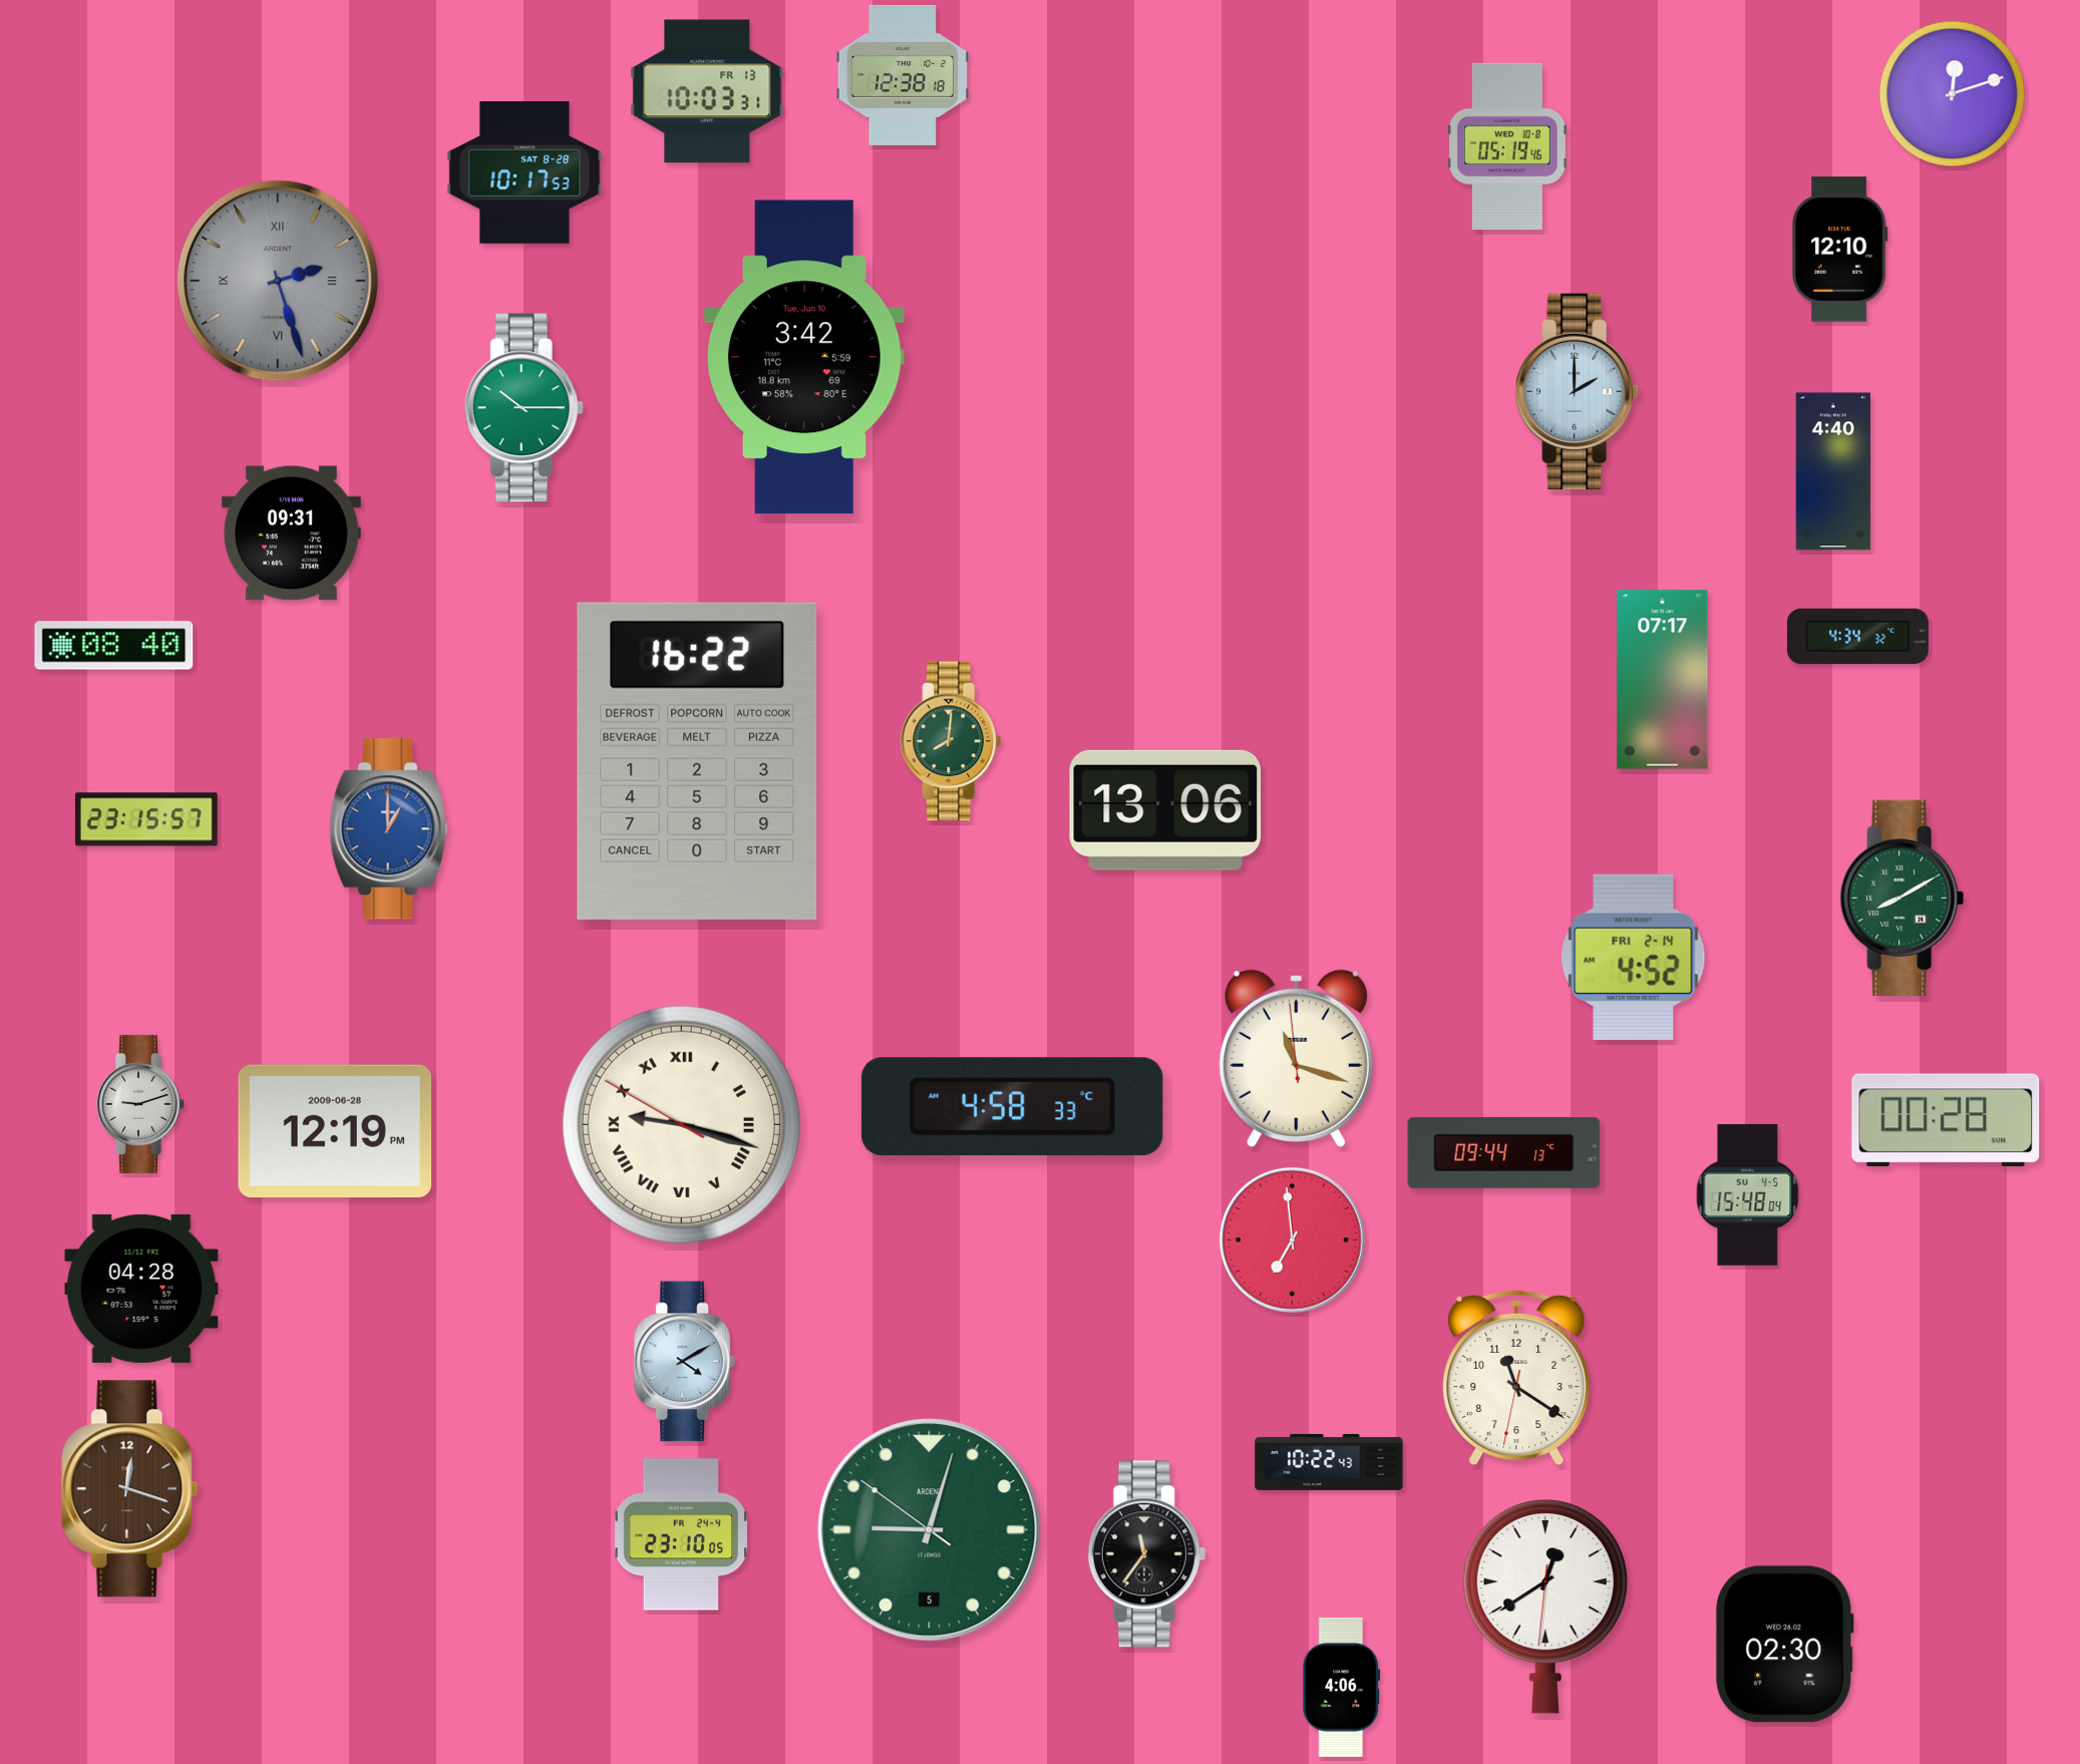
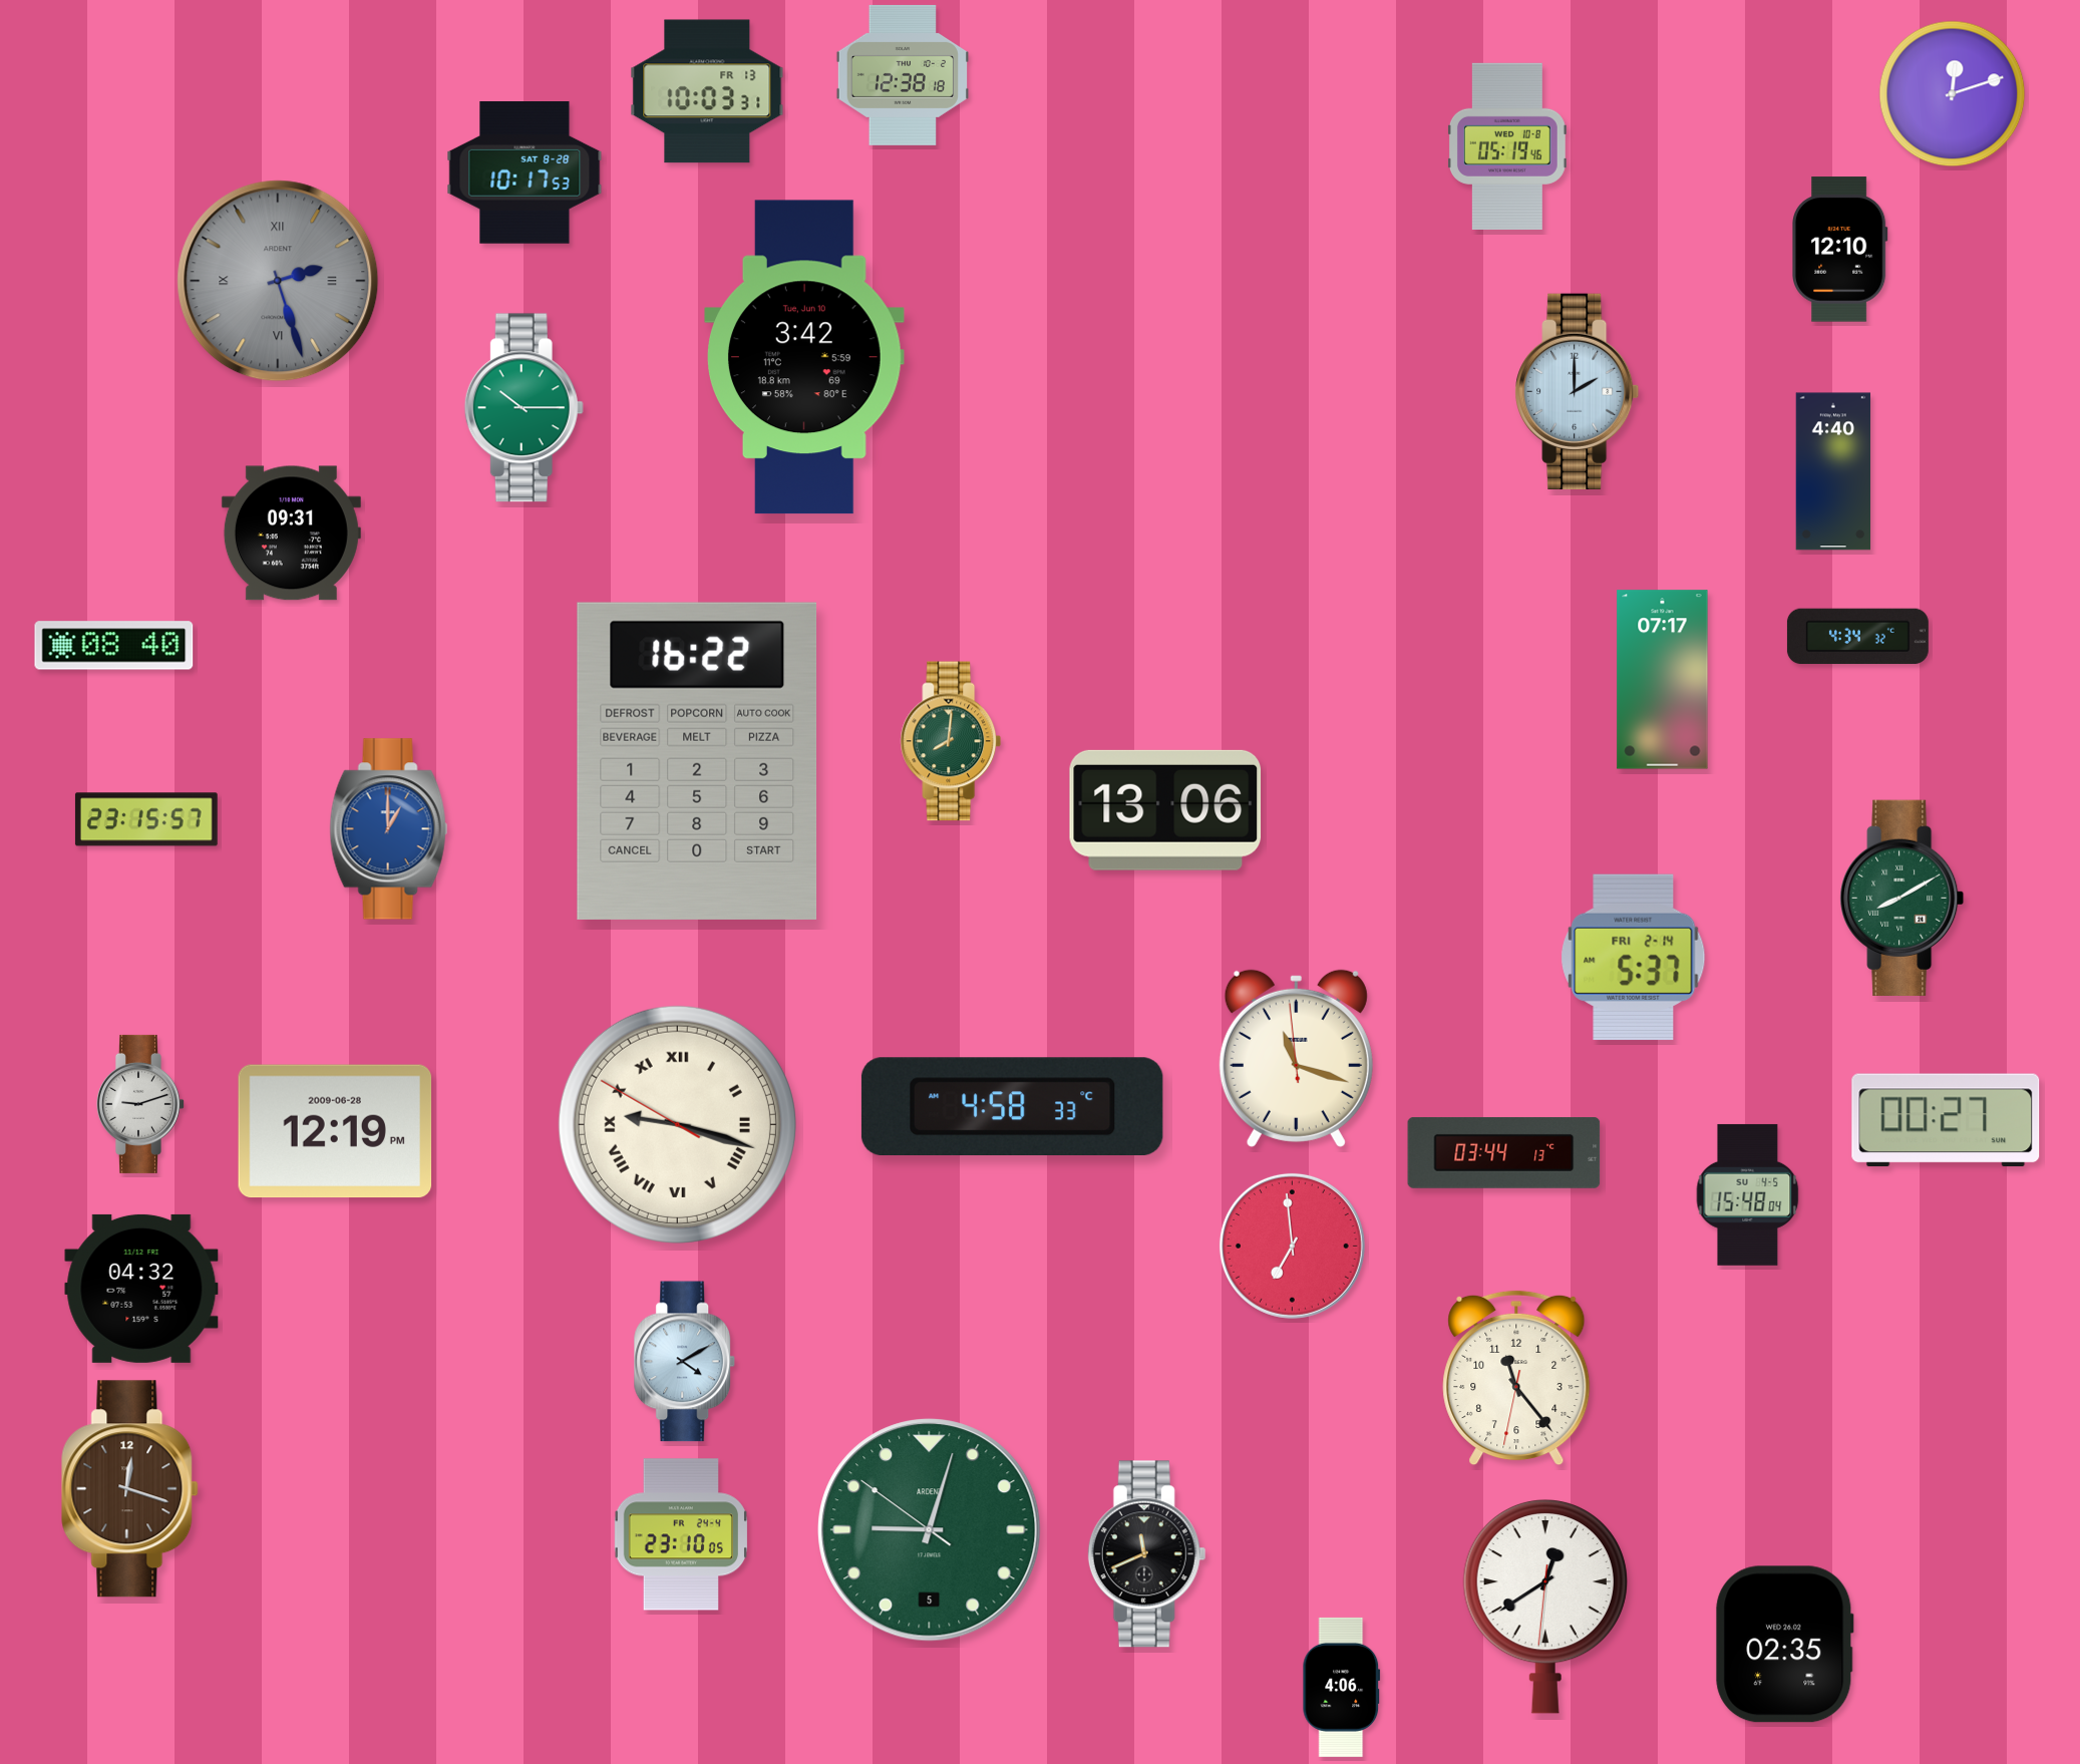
clock at (1634, 957): 4:52 -> 5:37
clock at (1946, 1120): 00:28 -> 00:27
clock at (681, 1124) position: (681, 1124) -> (677, 1124)
clock at (1504, 1152): 09:44 -> 03:44
clock at (1292, 1240) position: (1292, 1240) -> (1292, 1246)
clock at (141, 1289): 04:28 -> 04:32
clock at (1516, 1378): 11:20 -> 11:23
clock at (1329, 1462): 10:22 -> none
clock at (1147, 1554): 11:36 -> 11:41
clock at (1785, 1645): 02:30 -> 02:35
